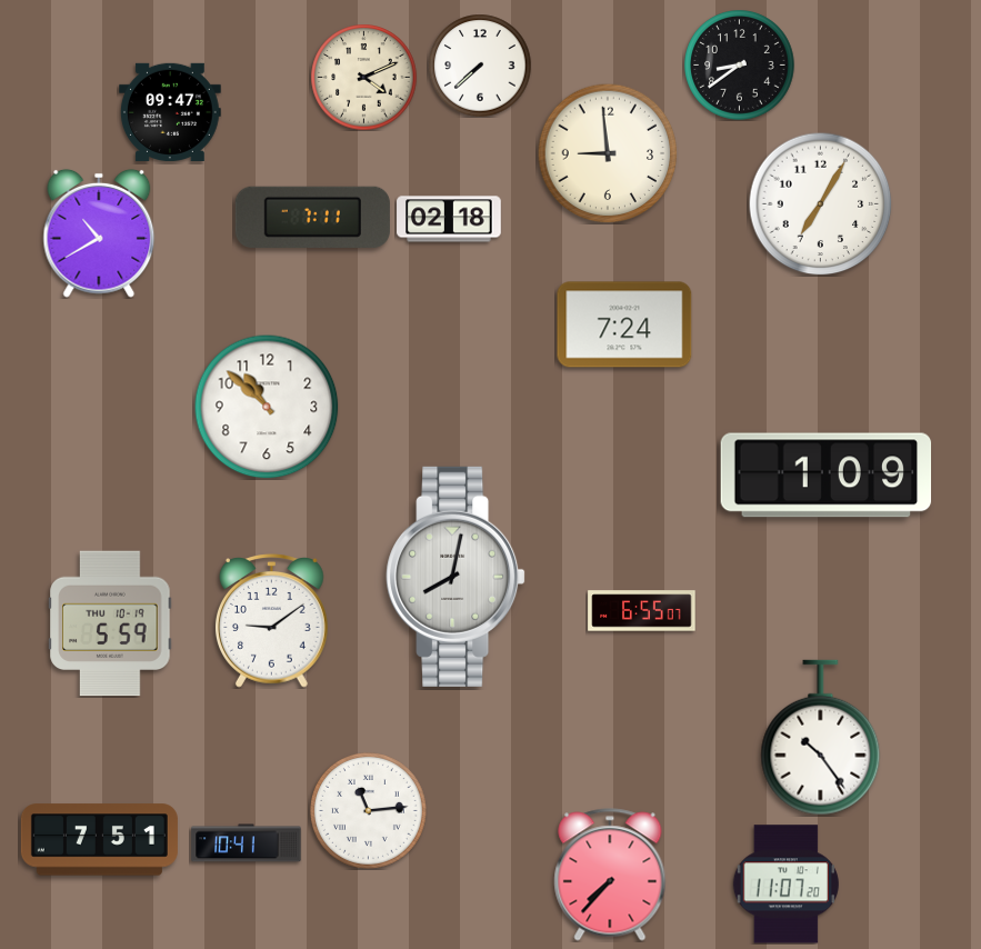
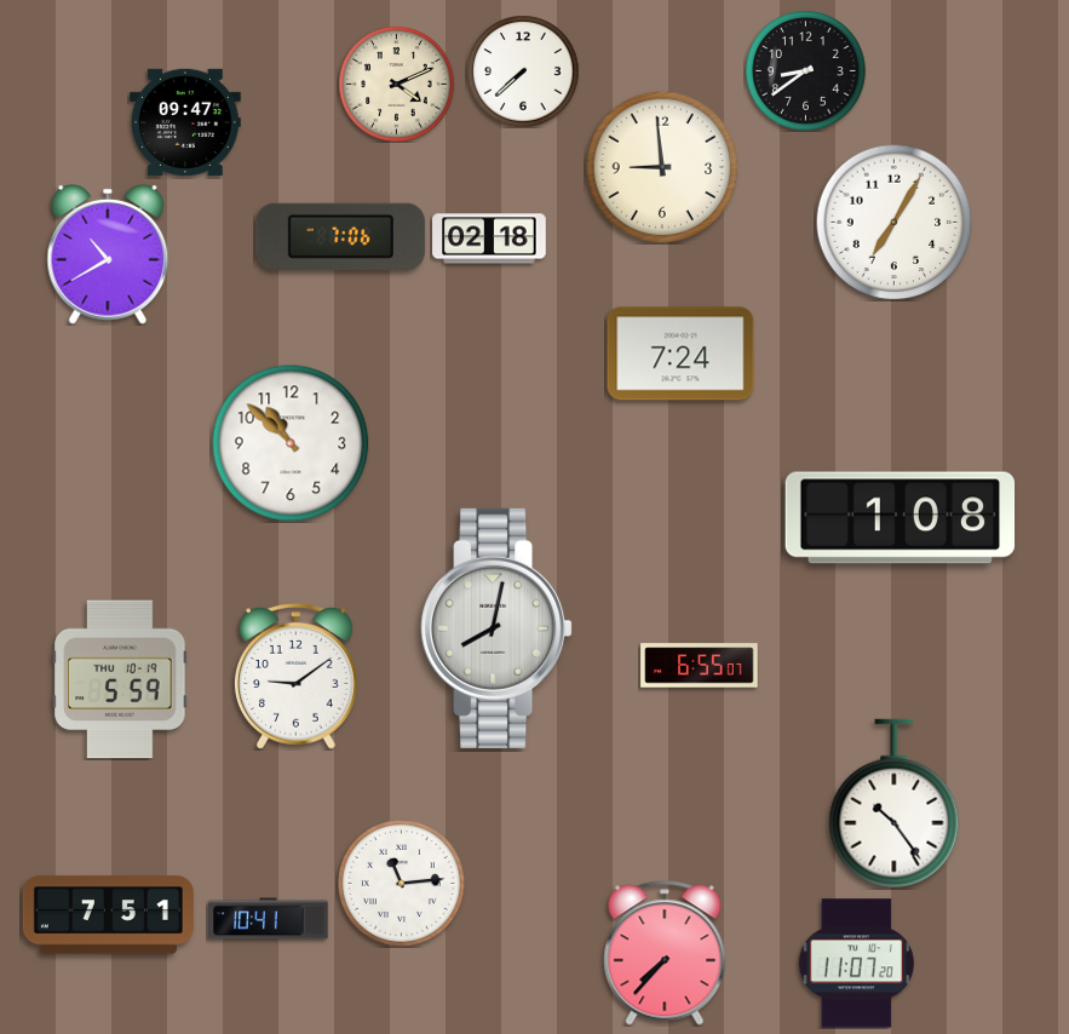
clock at (312, 217): 7:11 -> 7:06
clock at (827, 476): 1:09 -> 1:08
